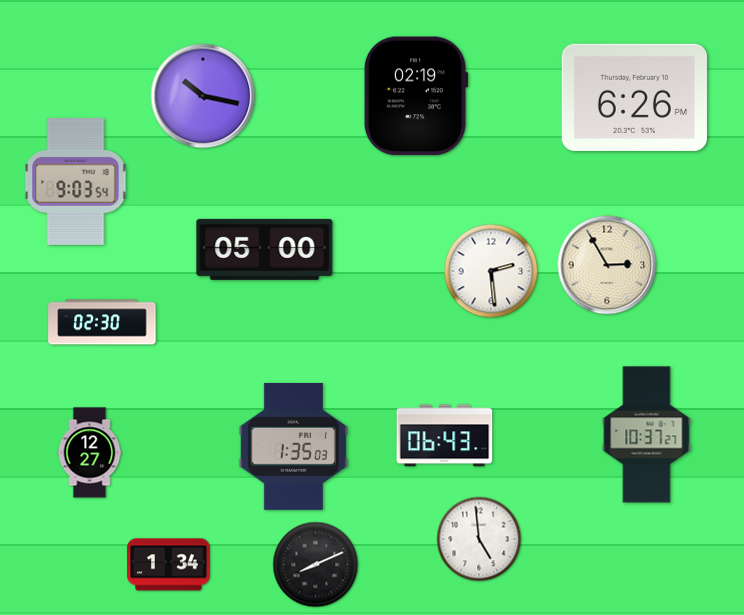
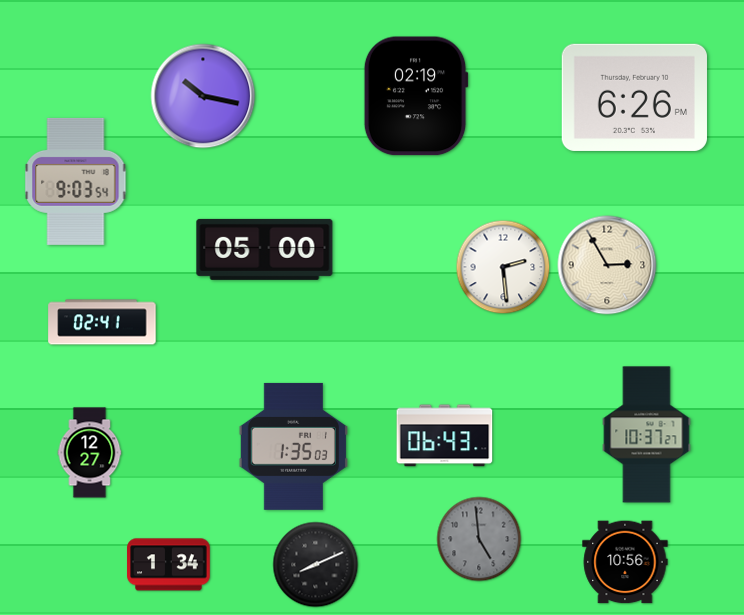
clock at (491, 271) position: (491, 271) -> (503, 267)
clock at (102, 322): 02:30 -> 02:41
clock at (479, 539) dial: white -> grey
clock at (625, 562): none -> 10:56
